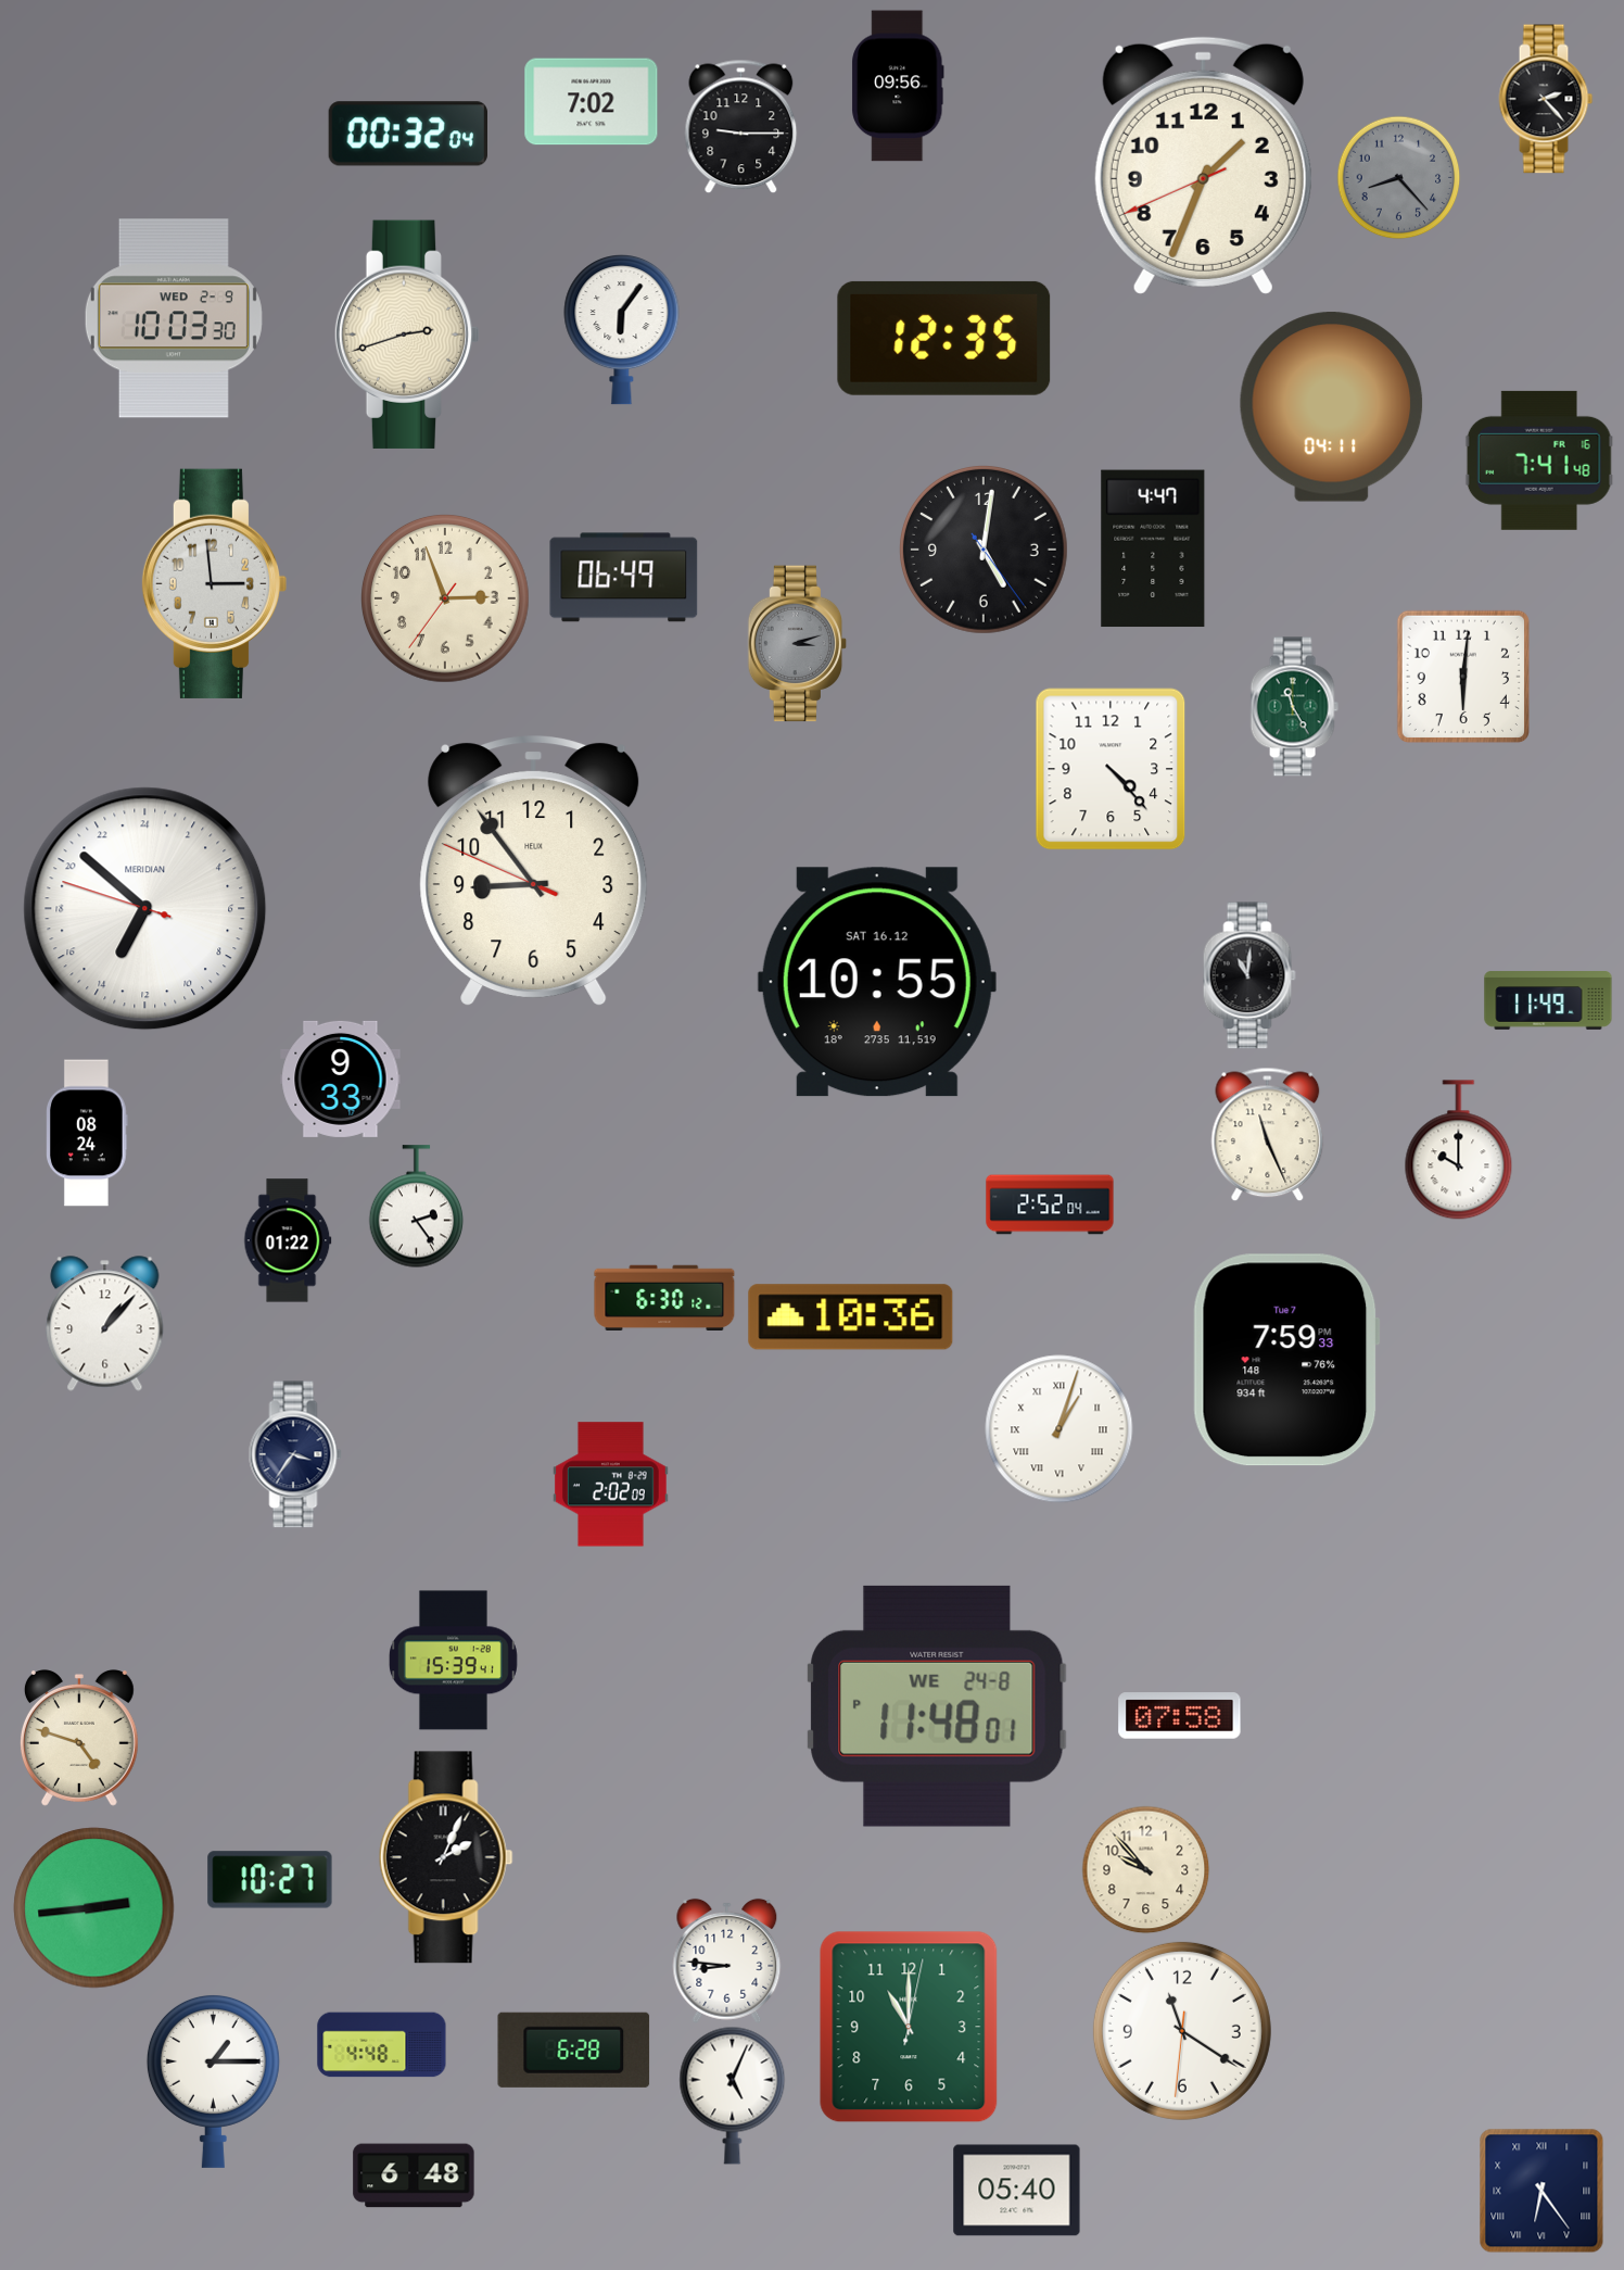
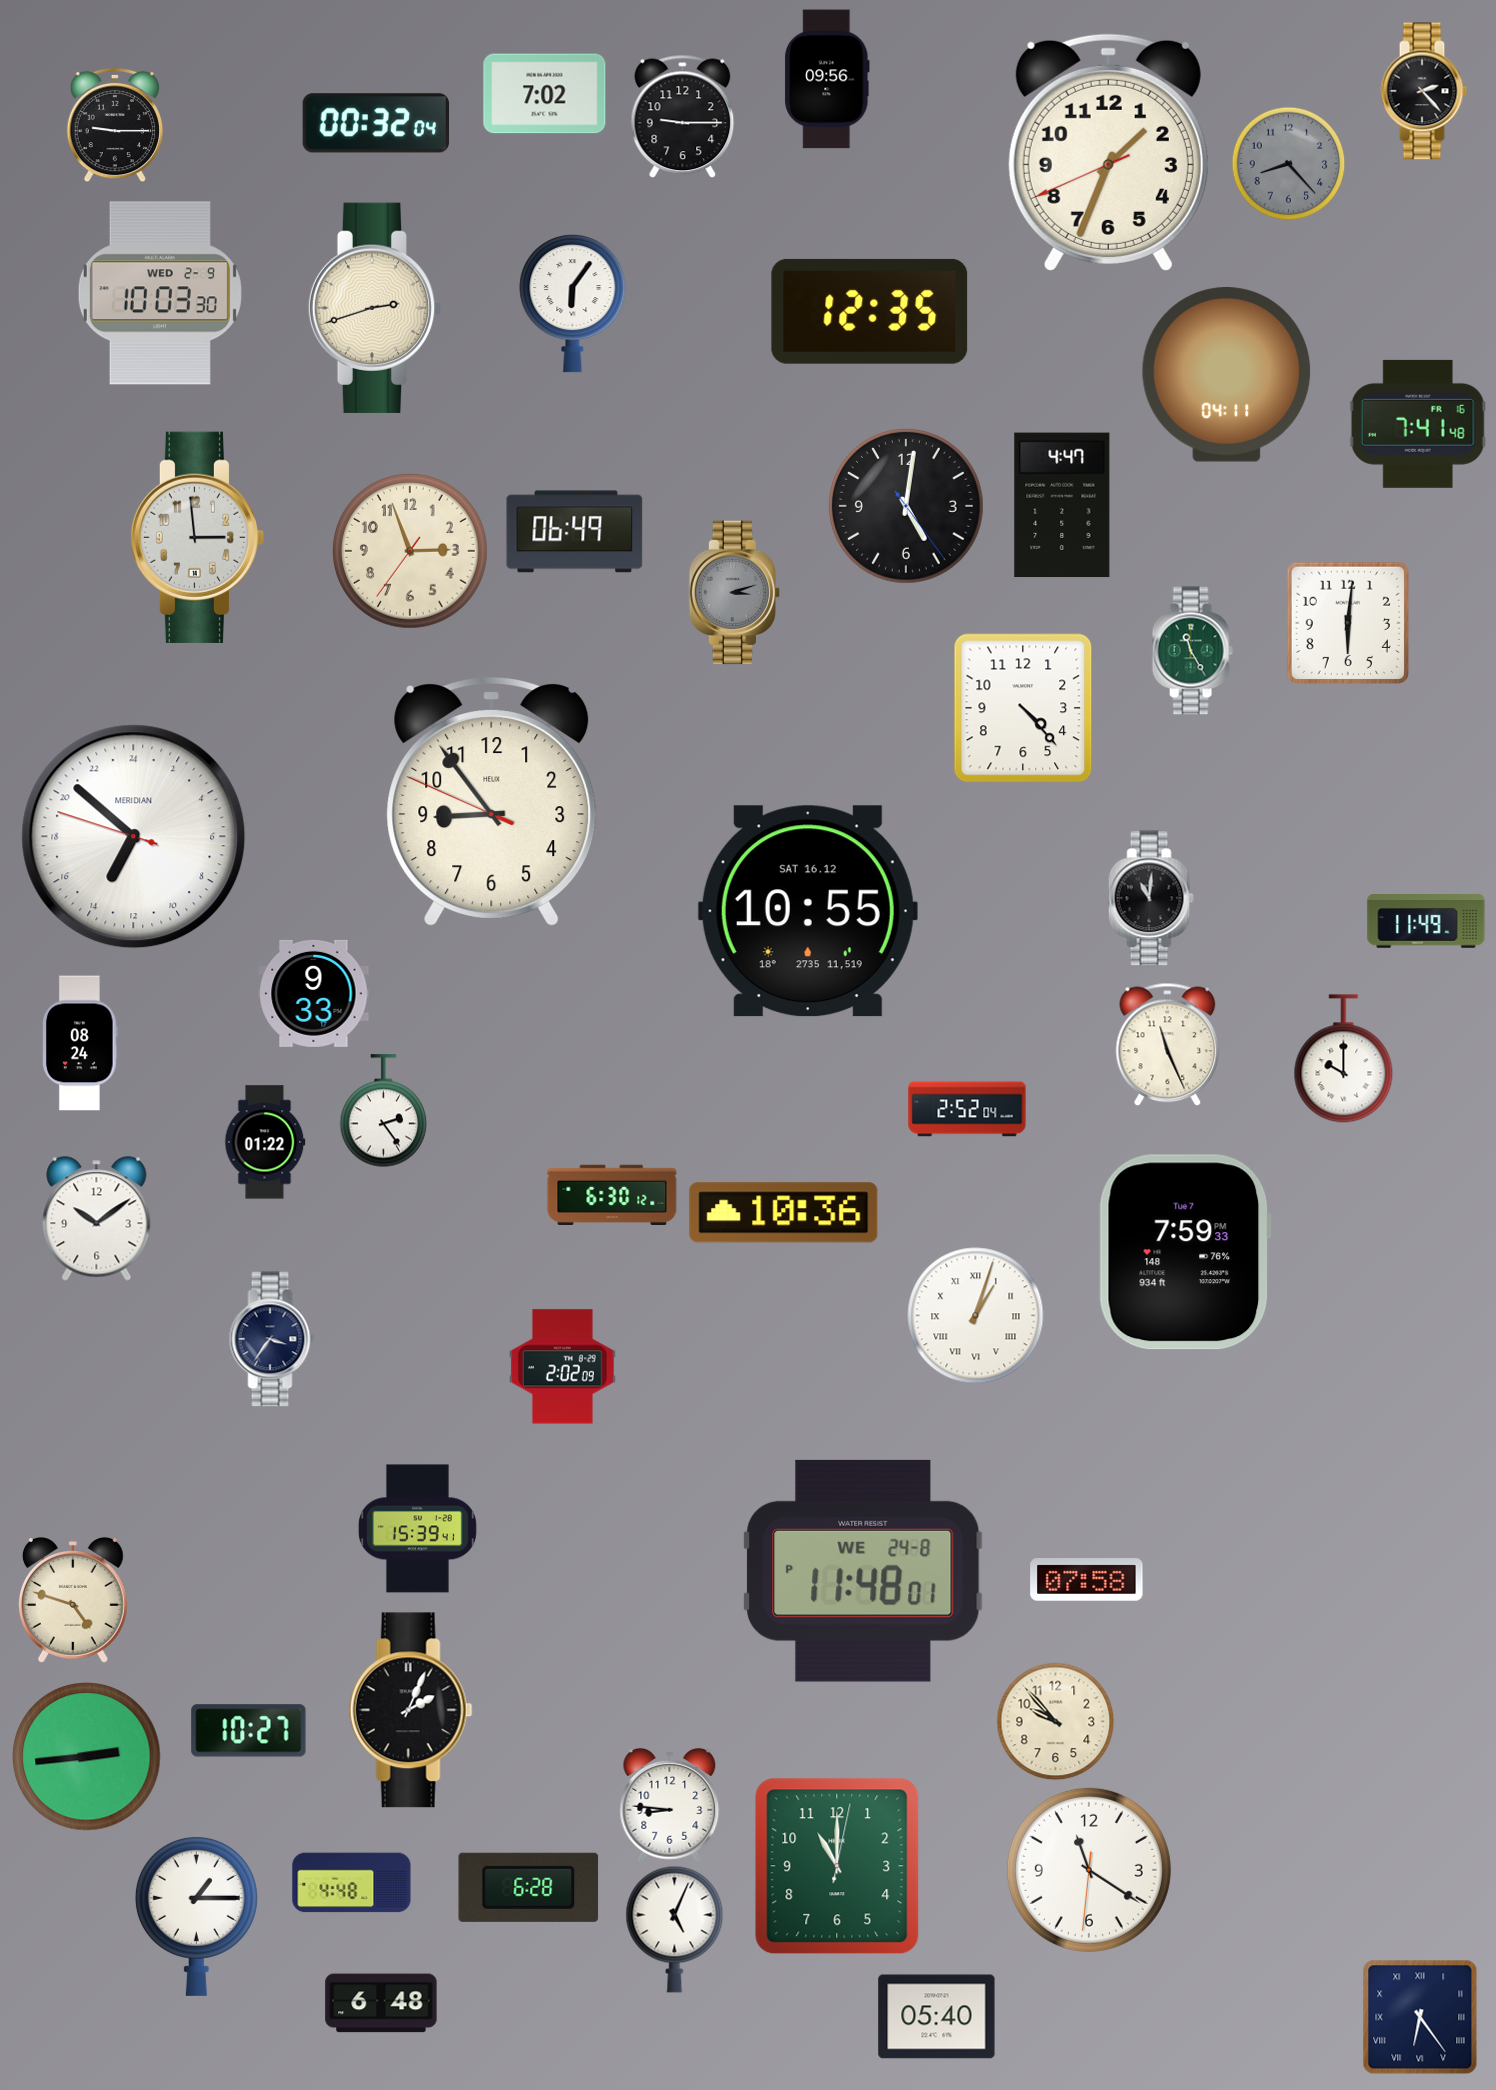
clock at (114, 125): none -> 9:15
clock at (877, 982) position: (877, 982) -> (808, 911)
clock at (105, 1324): 1:07 -> 10:09
